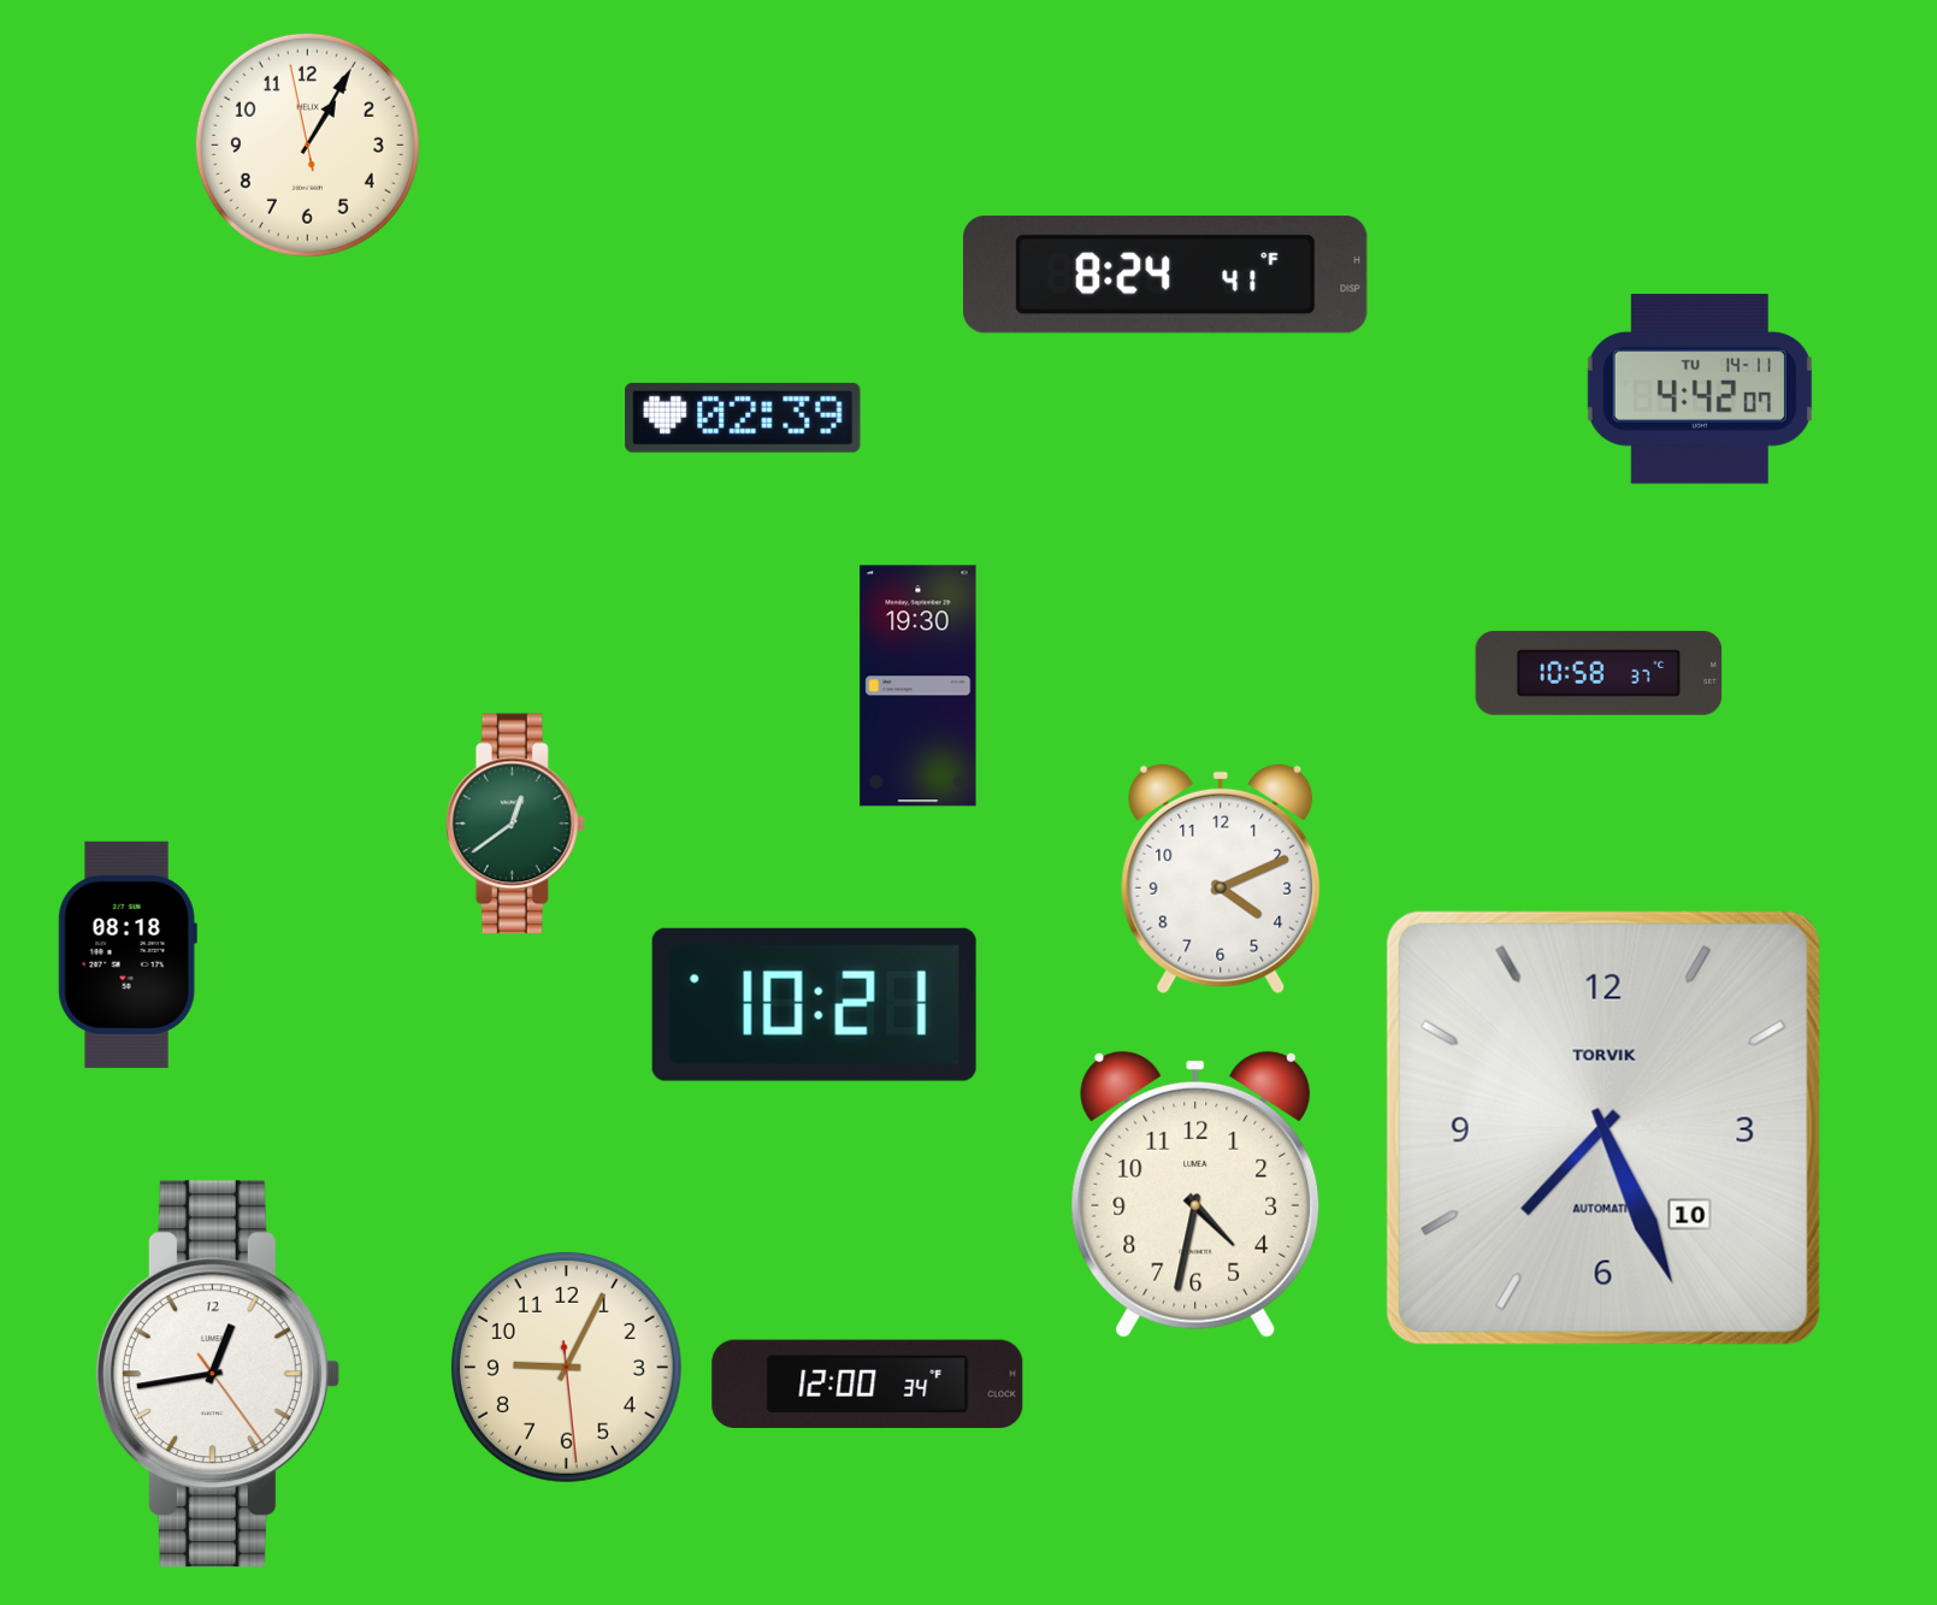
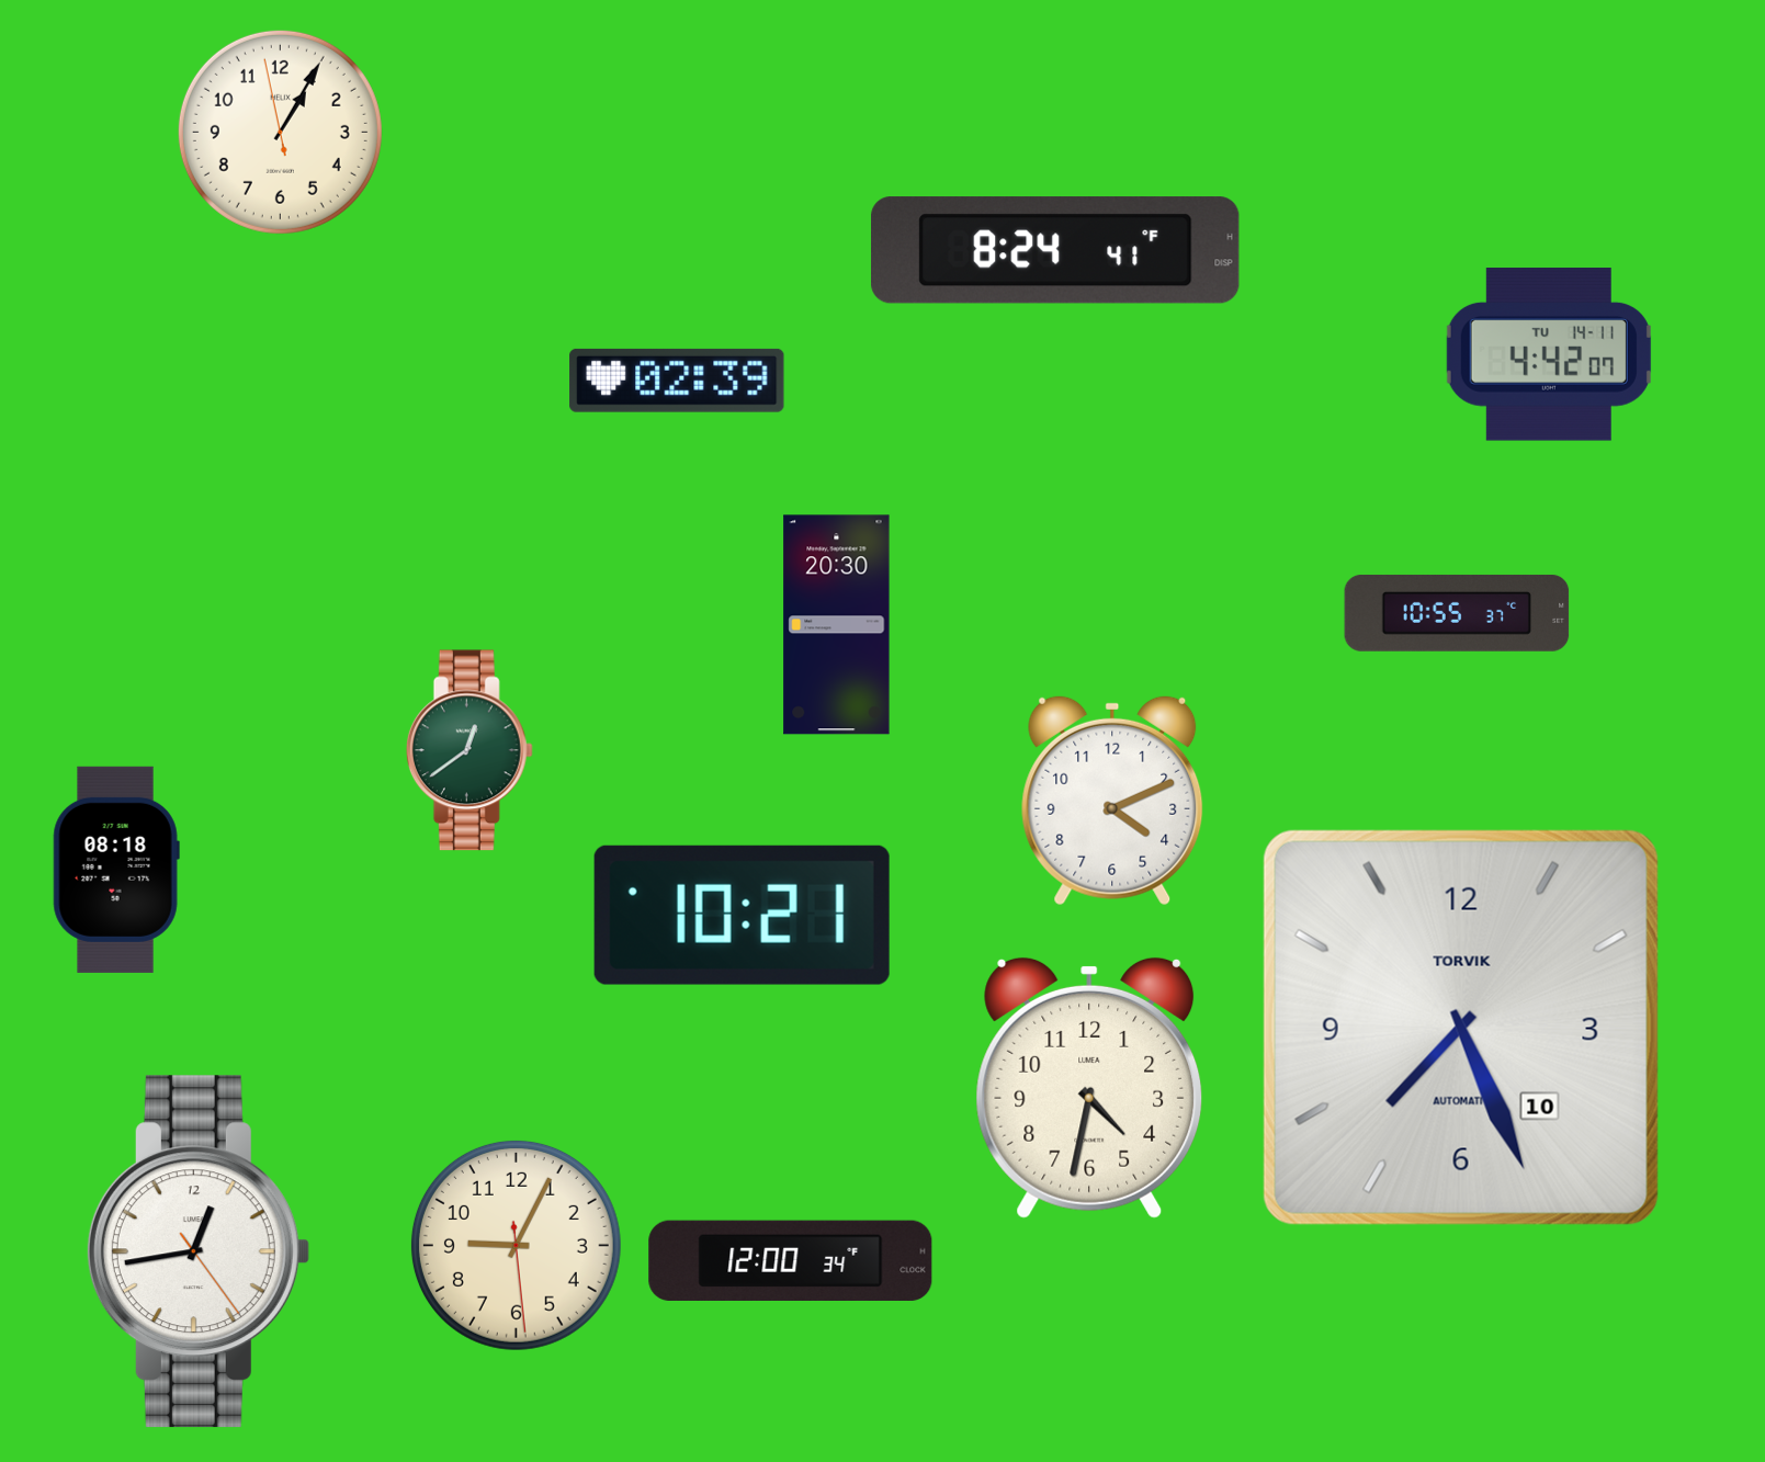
clock at (1165, 275) position: (1165, 275) -> (1055, 250)
clock at (1599, 673): 10:58 -> 10:55
clock at (919, 686): 19:30 -> 20:30
